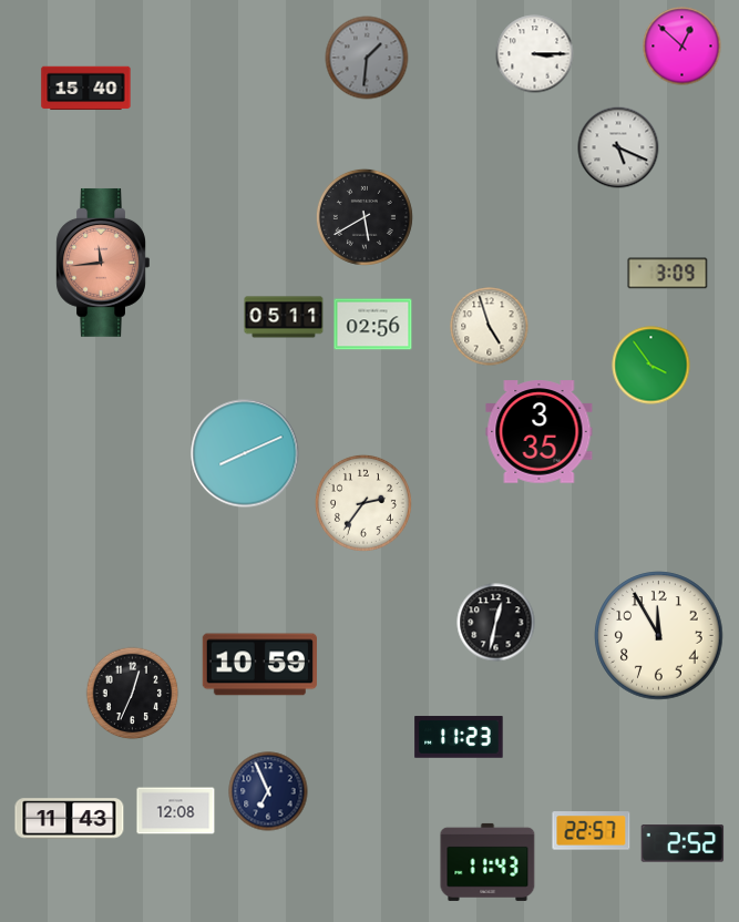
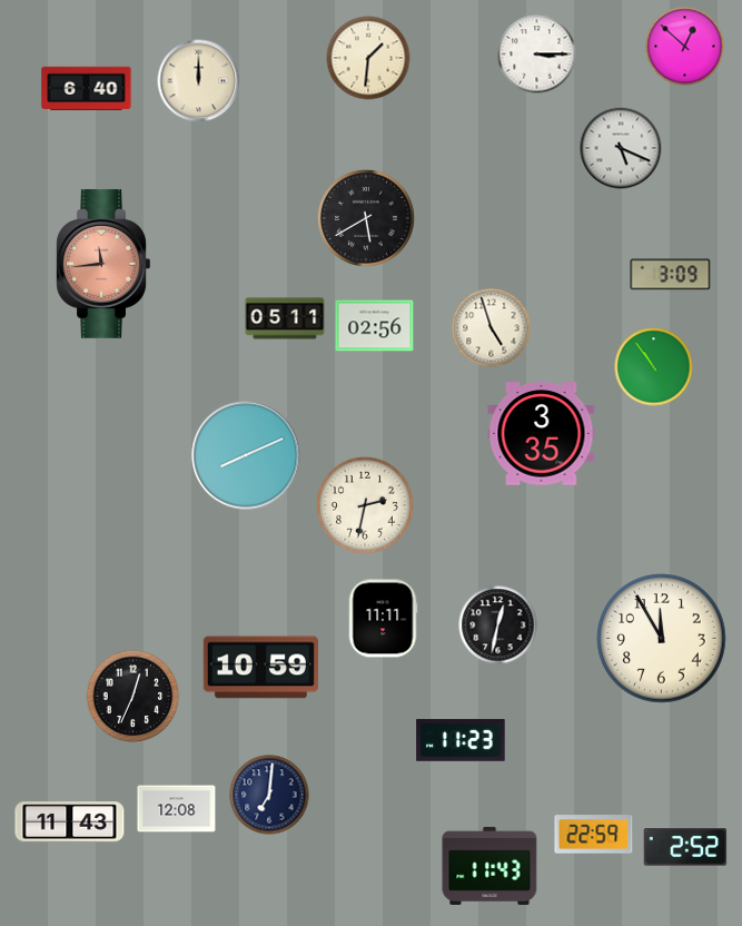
clock at (367, 58) dial: grey -> cream
clock at (199, 81): none -> 12:00
clock at (86, 89): 15:40 -> 6:40
clock at (651, 366): 3:54 -> 10:54
clock at (363, 503): 2:36 -> 2:32
clock at (383, 619): none -> 11:11
clock at (268, 791): 6:56 -> 7:01
clock at (176, 811) position: (176, 811) -> (177, 809)
clock at (592, 831): 22:57 -> 22:59
